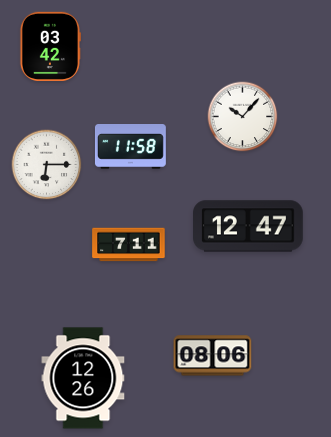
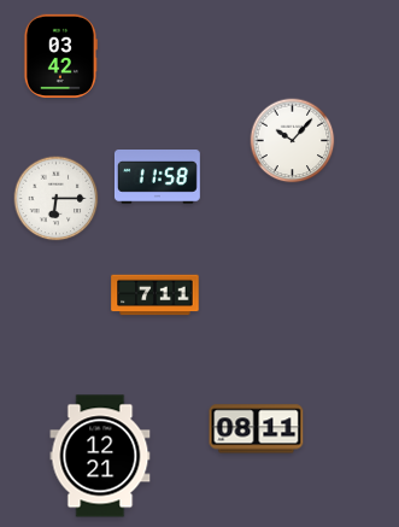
clock at (249, 226): 12:47 -> none
clock at (213, 356): 08:06 -> 08:11
clock at (83, 378): 12:26 -> 12:21
